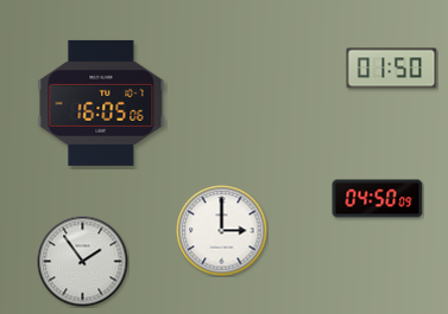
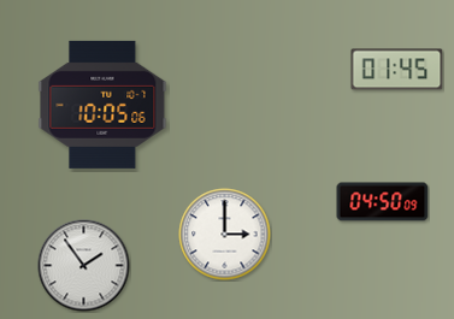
clock at (392, 69): 01:50 -> 01:45
clock at (101, 103): 16:05 -> 10:05
